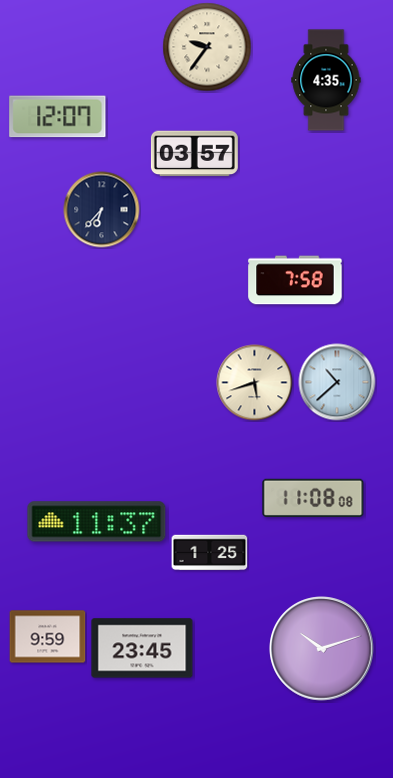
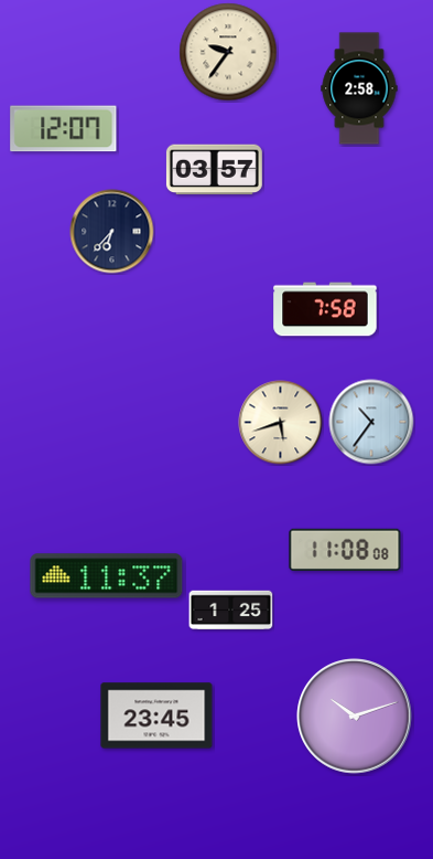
clock at (326, 80): 4:35 -> 2:58
clock at (337, 382): 10:38 -> 10:36
clock at (48, 637): 9:59 -> none
